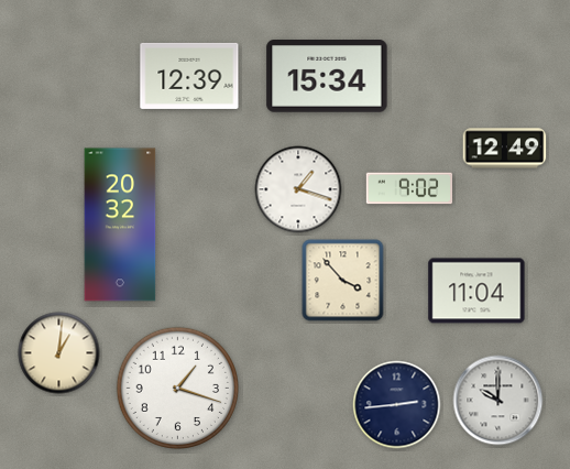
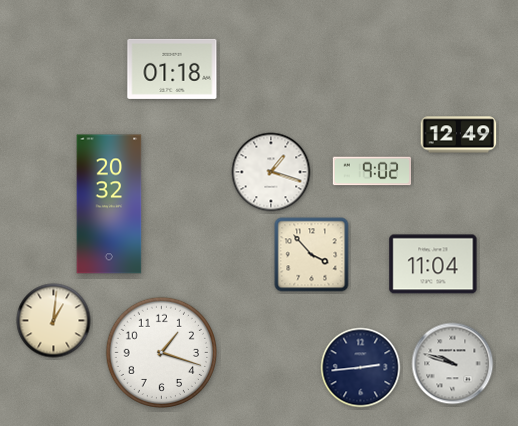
clock at (189, 76): 12:39 -> 01:18
clock at (327, 76): 15:34 -> none
clock at (498, 401): 10:00 -> 9:48
